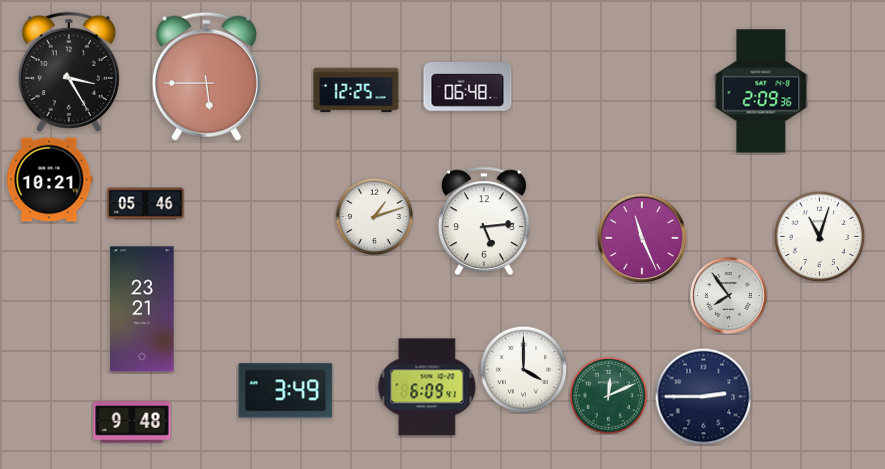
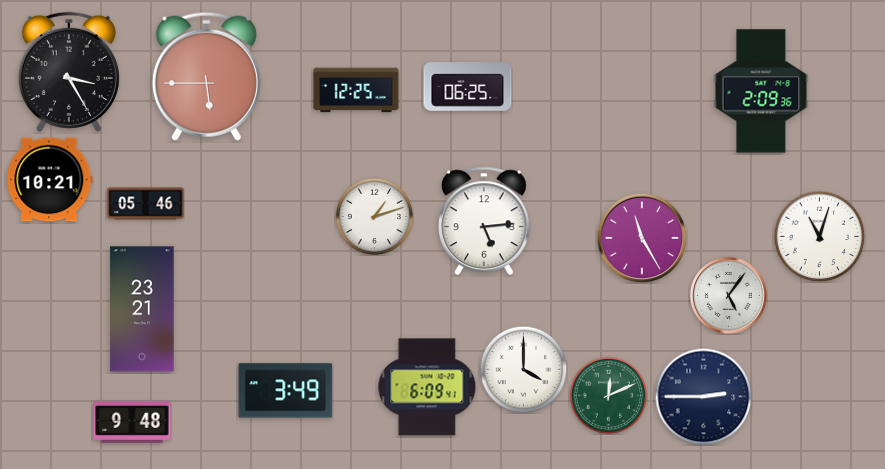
clock at (468, 87): 06:48 -> 06:25
clock at (642, 238): 11:26 -> 11:25
clock at (728, 295): 7:54 -> 5:06
